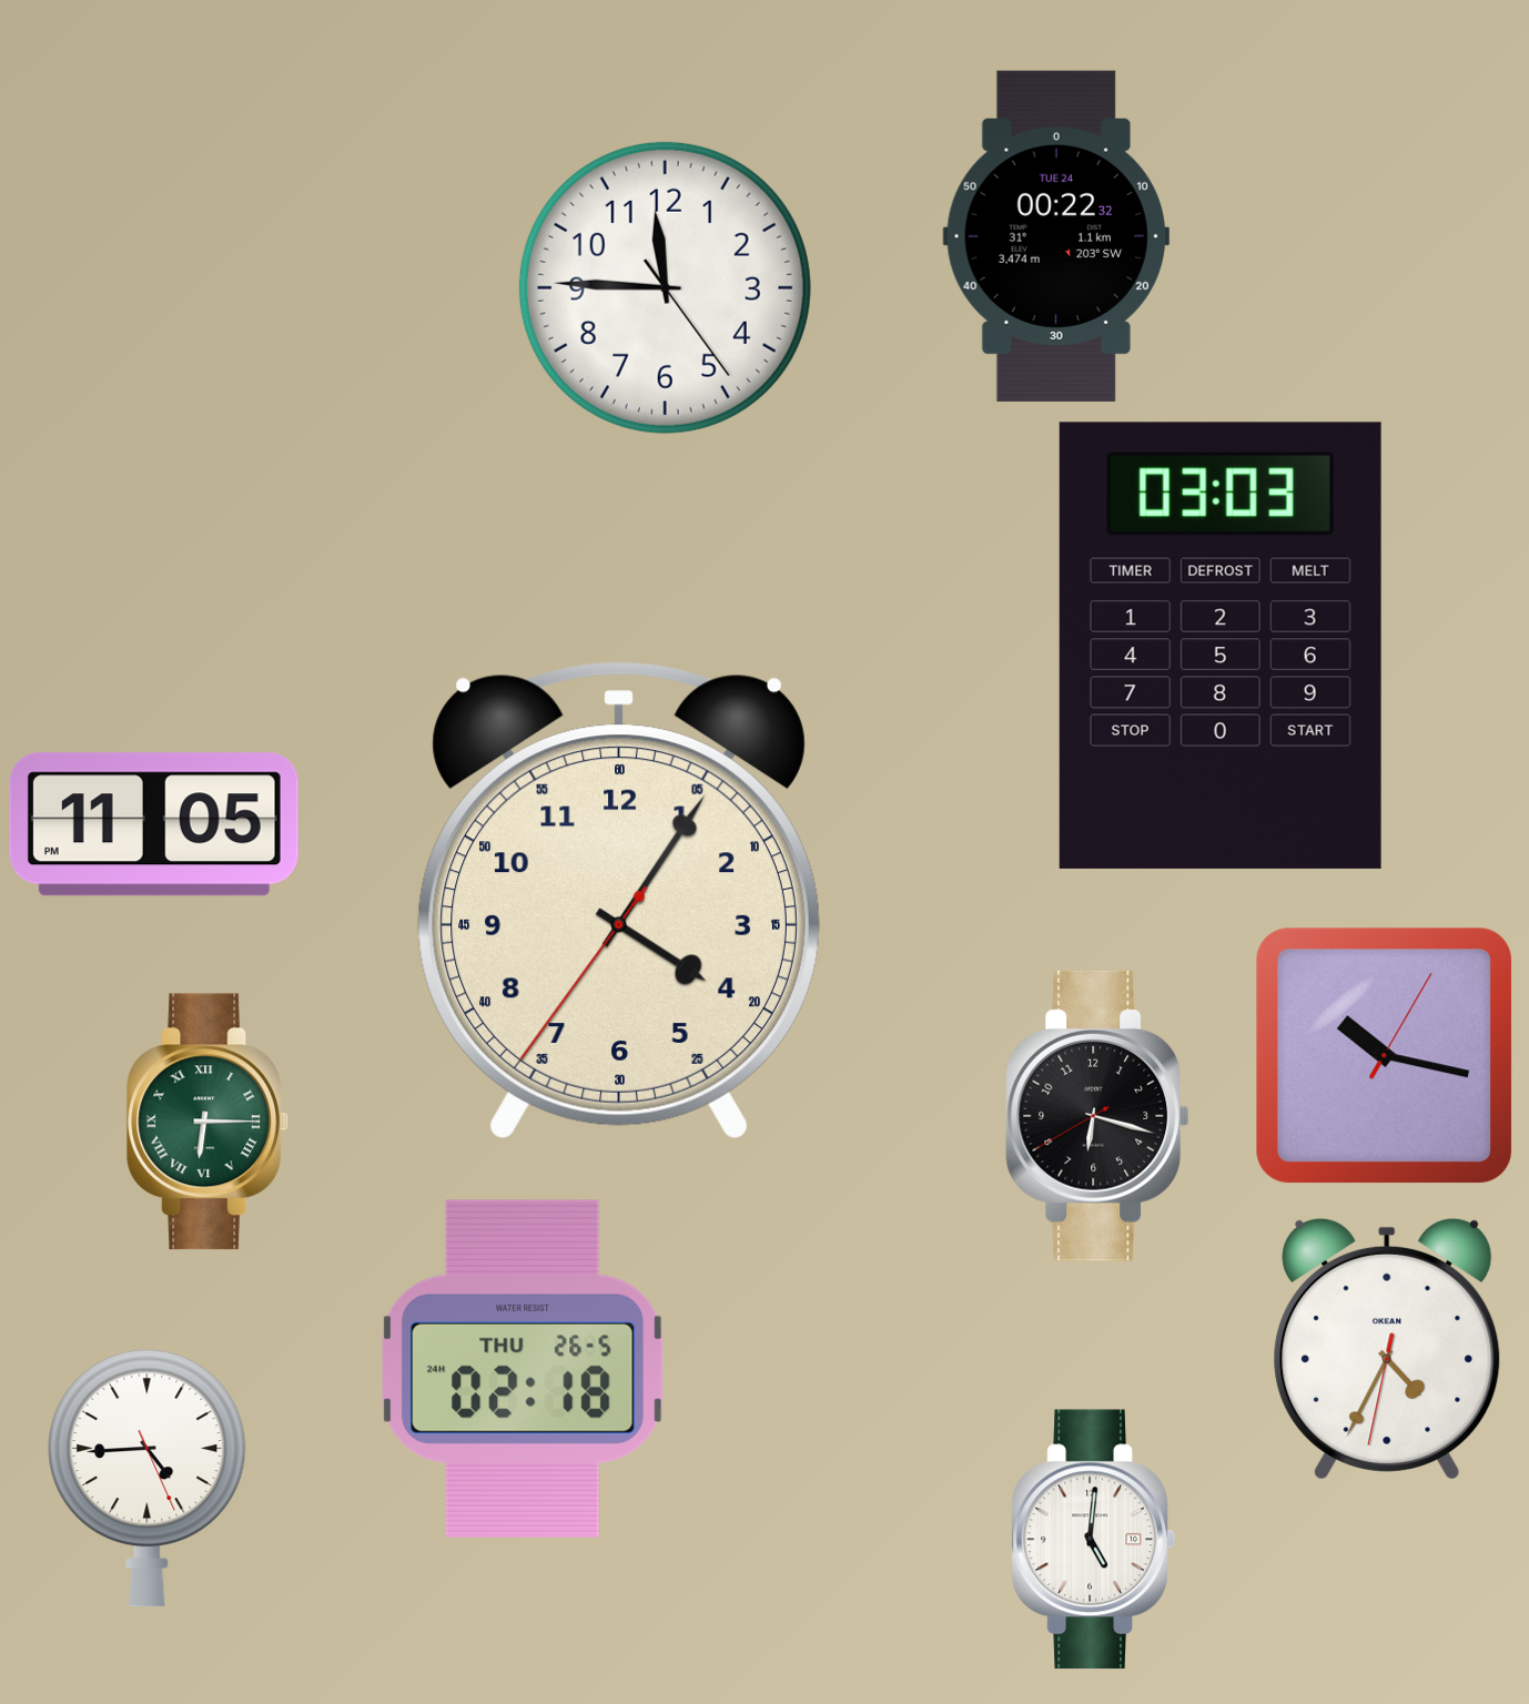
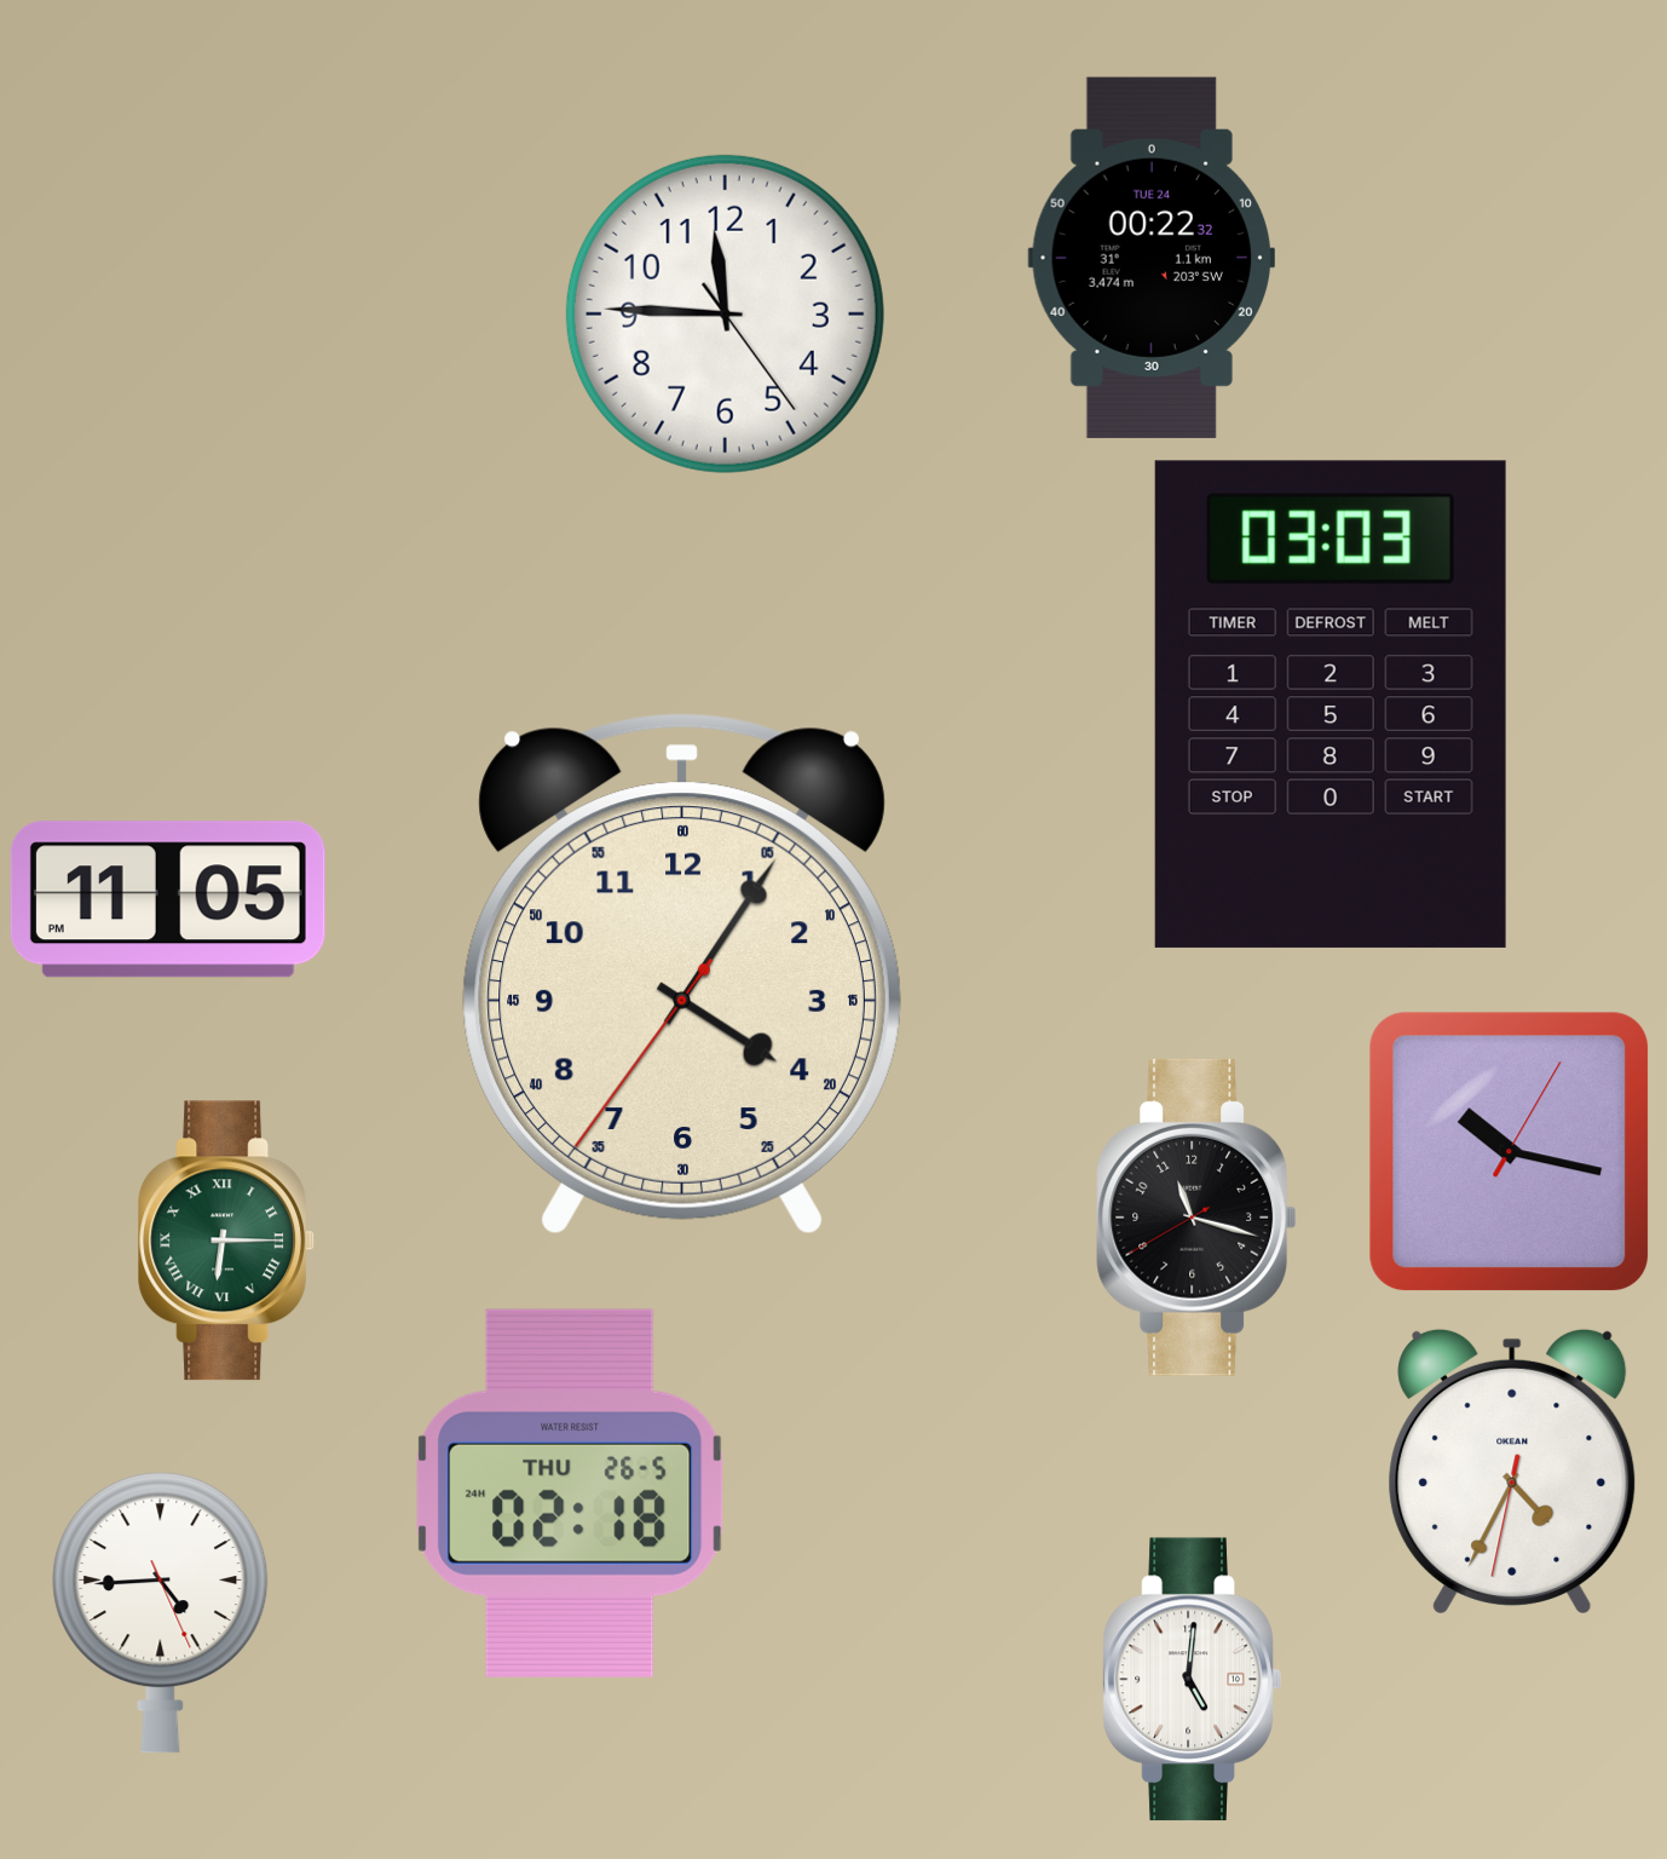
clock at (619, 901) position: (619, 901) -> (682, 974)
clock at (1097, 1116): 6:17 -> 11:17
clock at (209, 1122) position: (209, 1122) -> (227, 1241)
